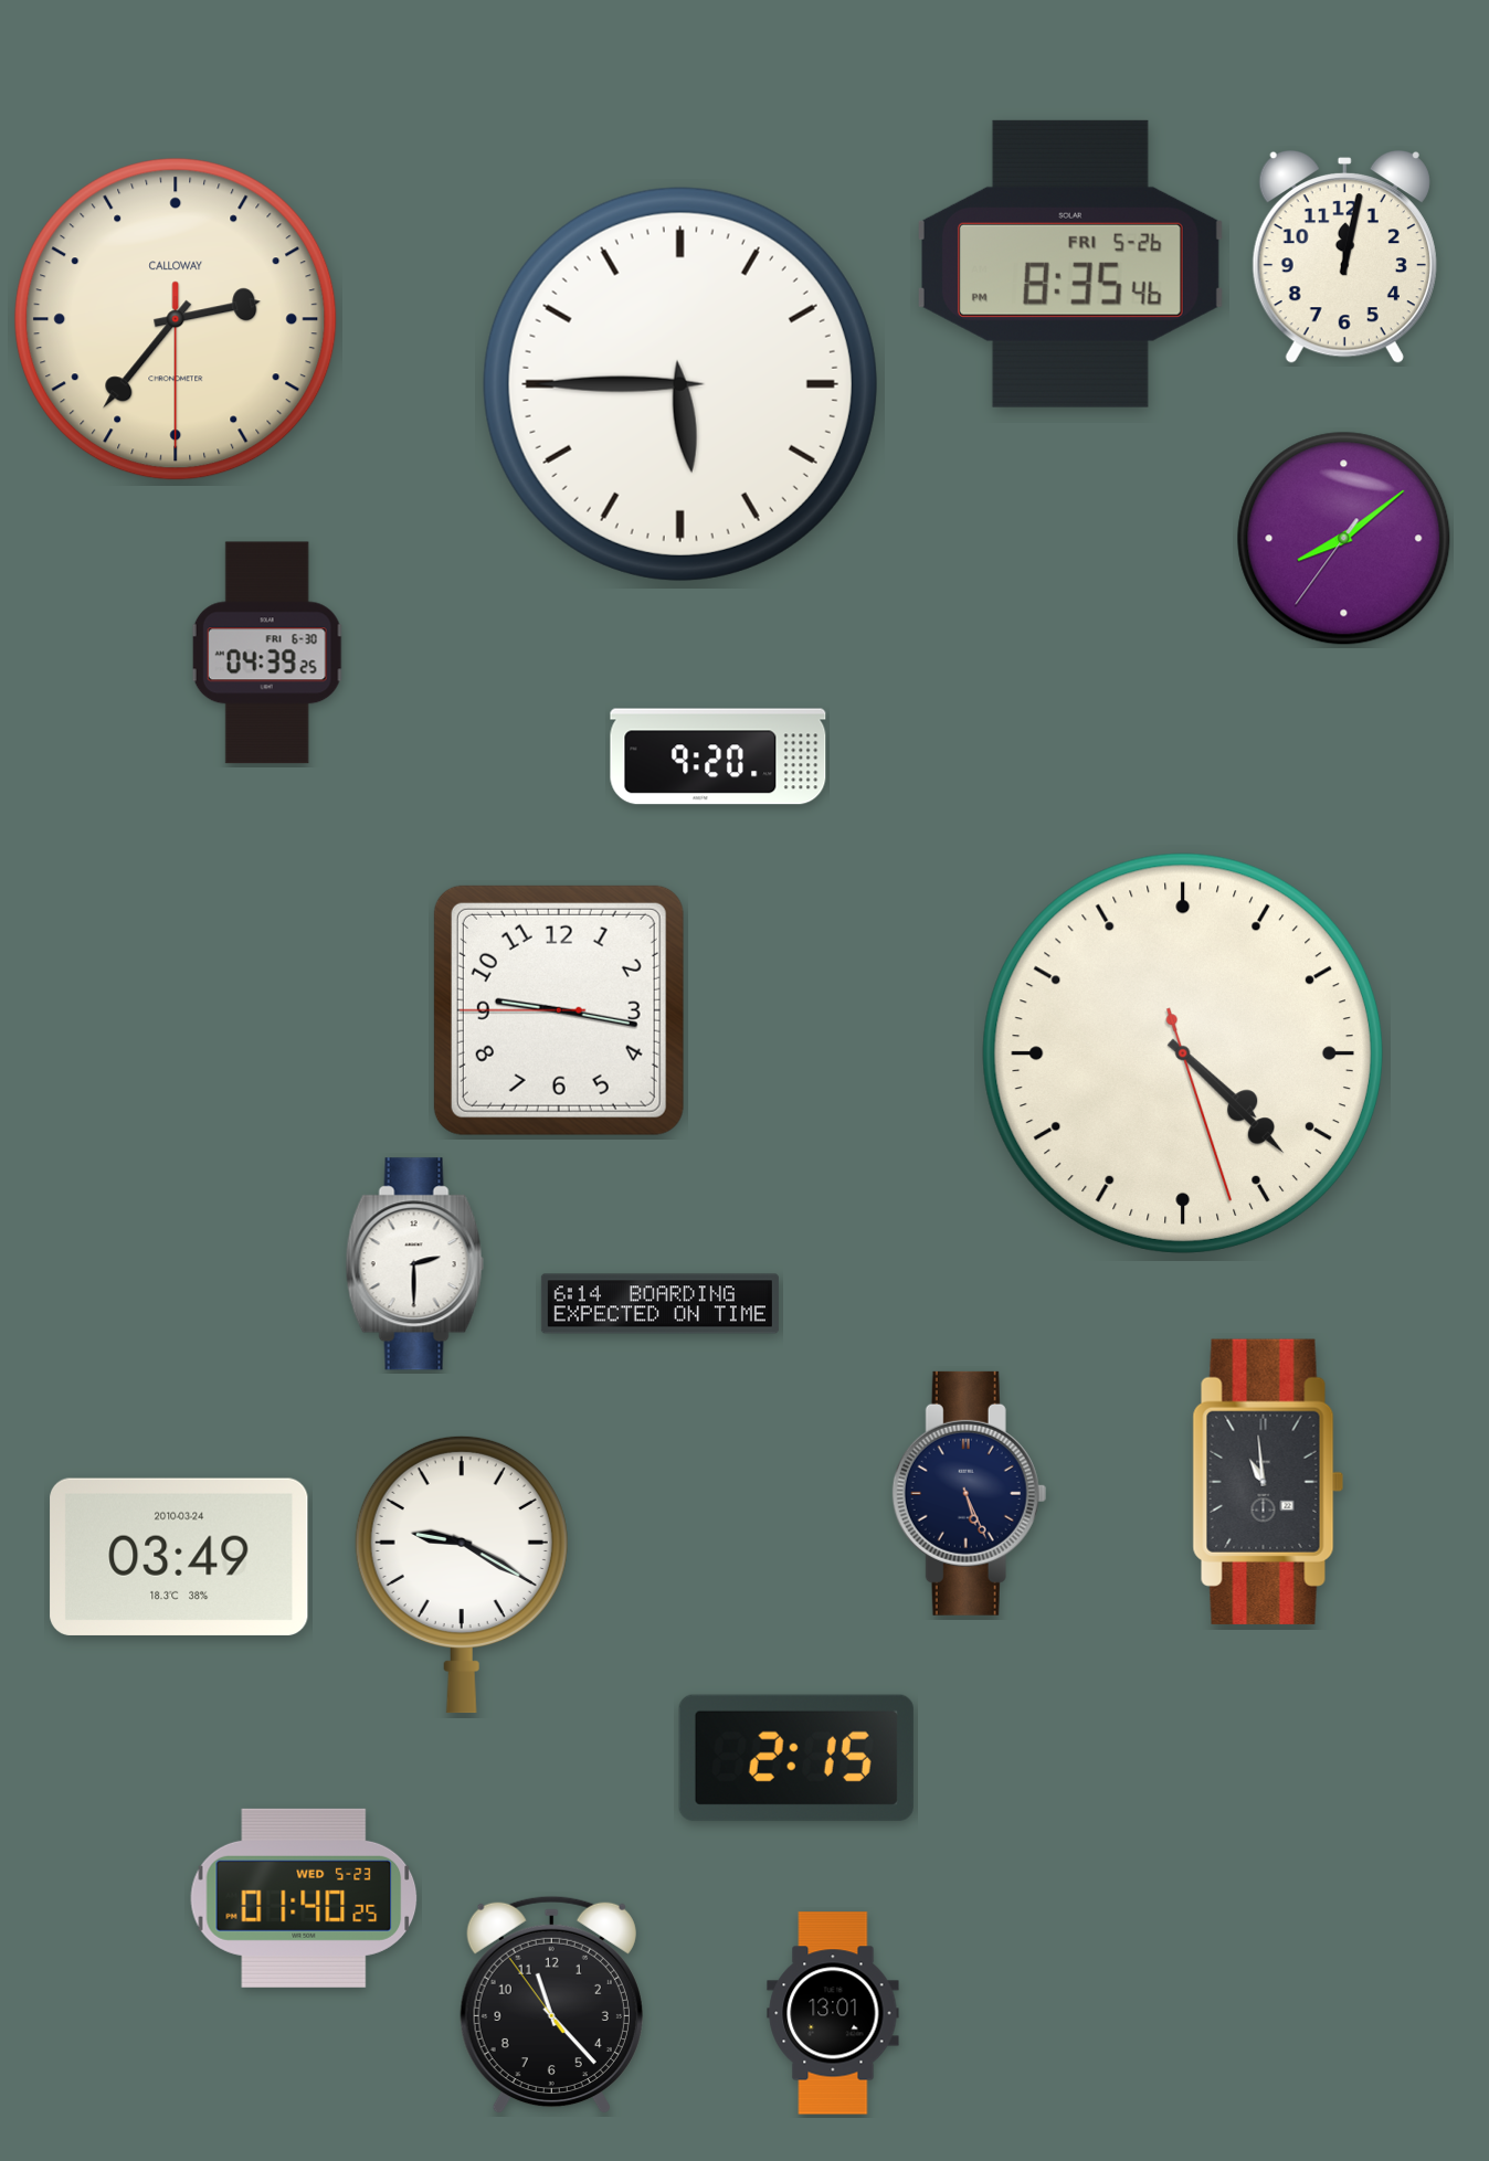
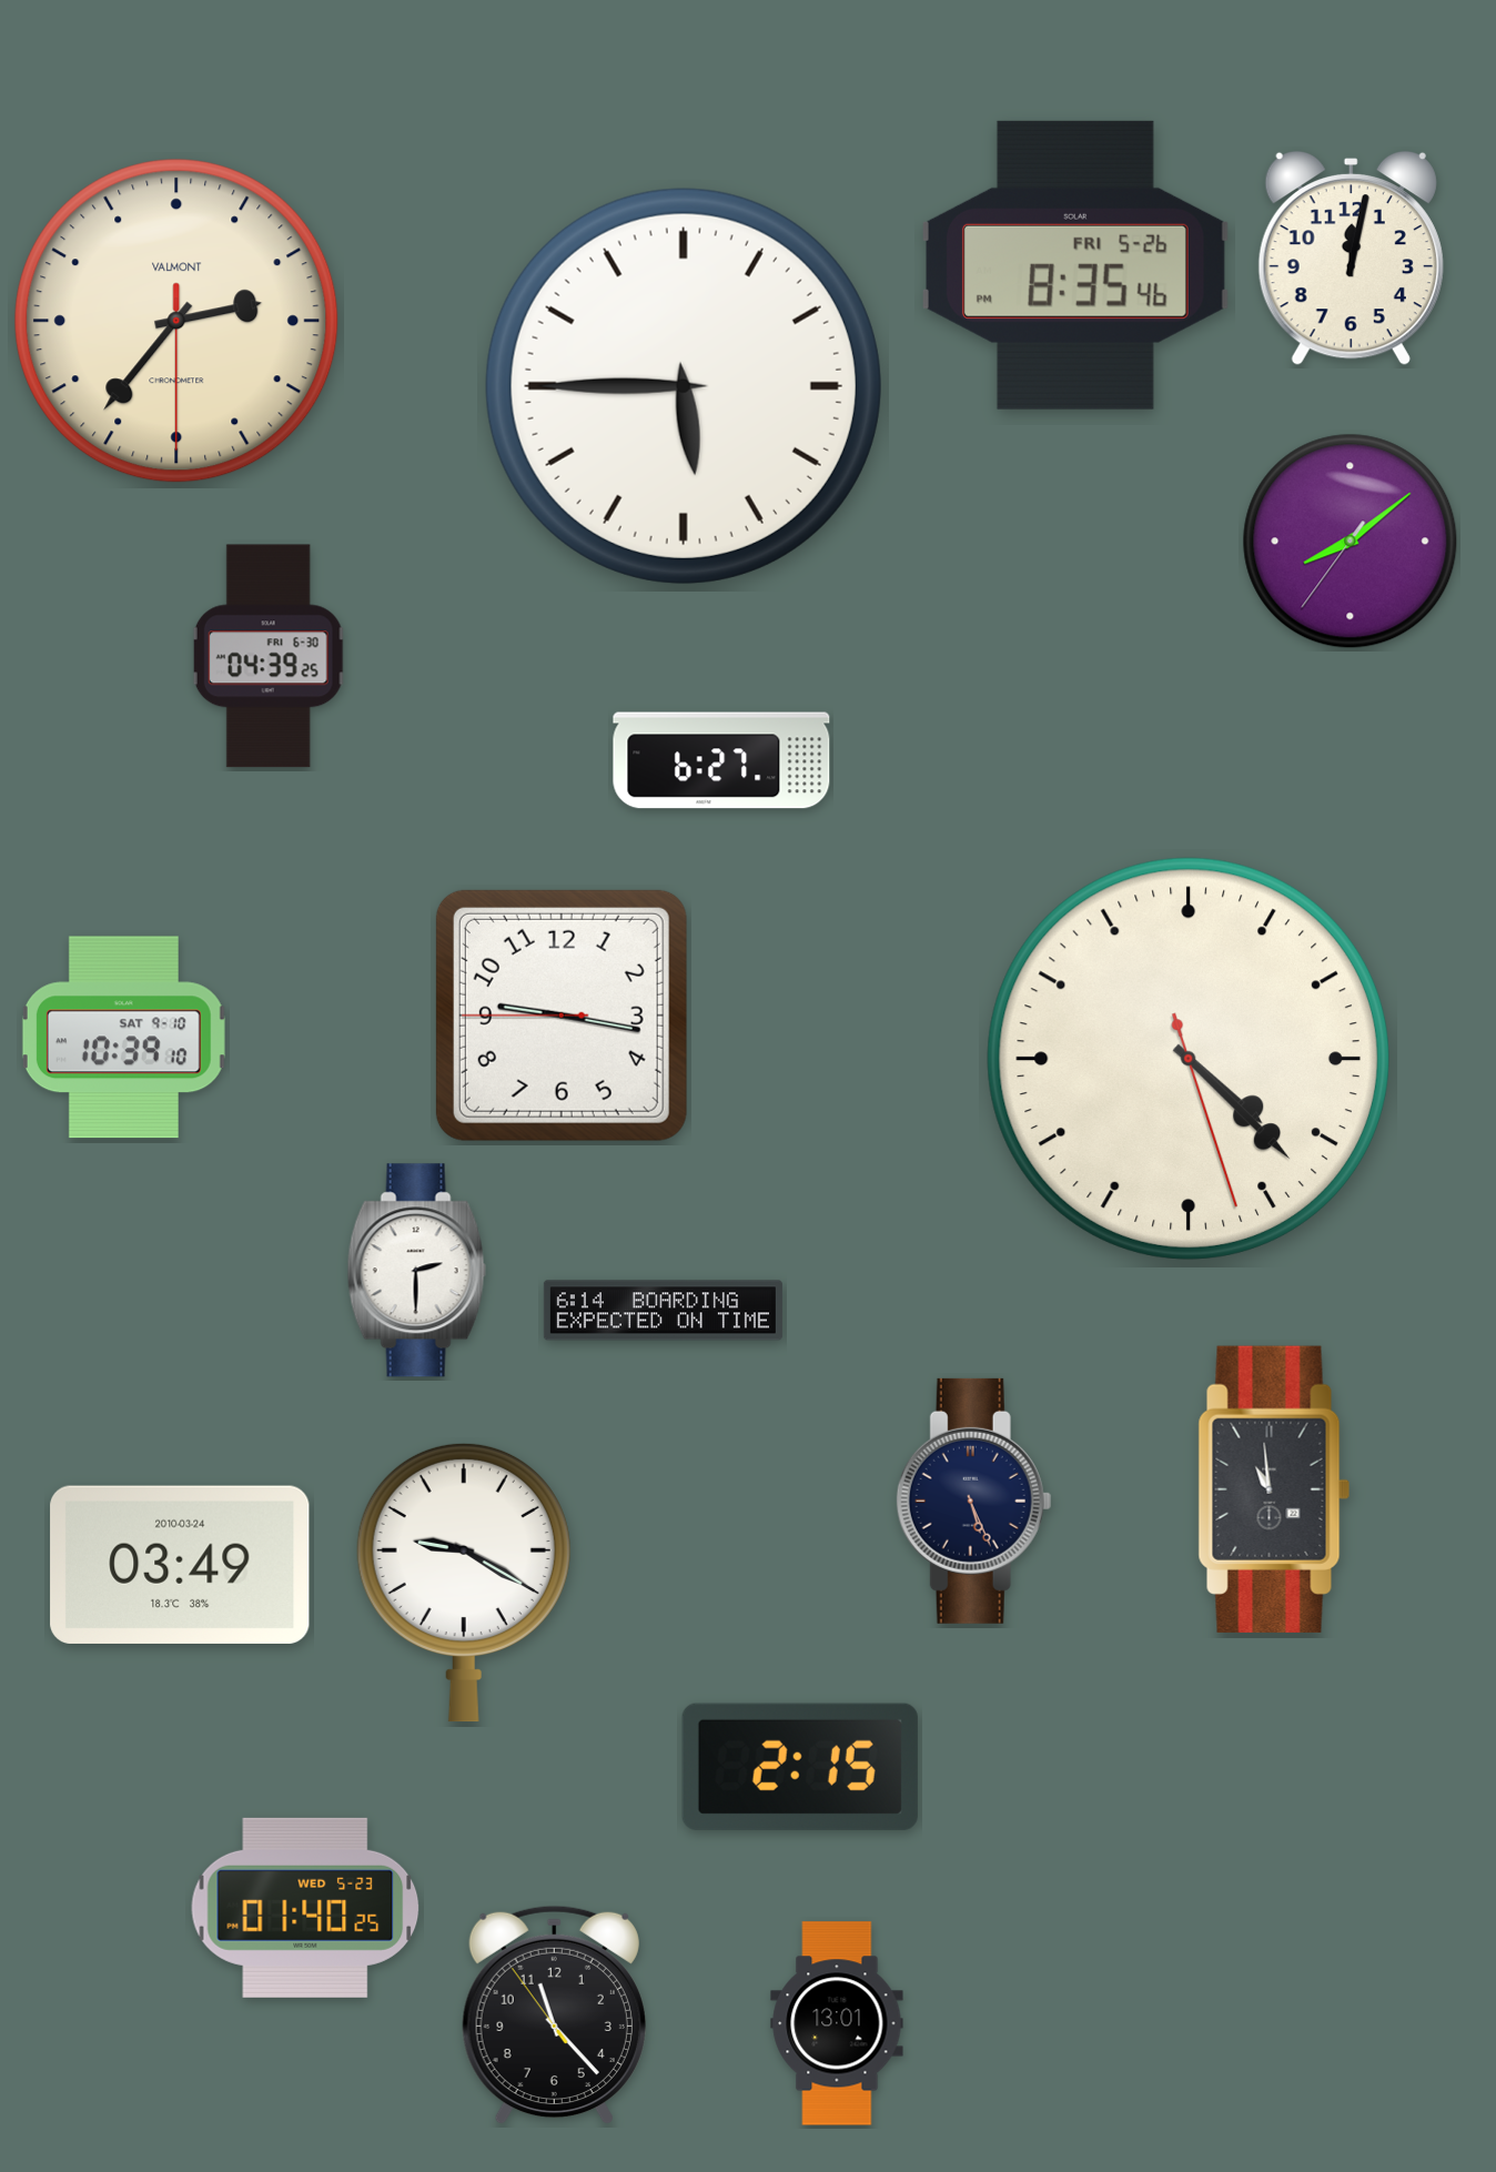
clock at (176, 319) brand: CALLOWAY -> VALMONT
clock at (718, 756): 9:20 -> 6:27
clock at (123, 1038): none -> 10:39
